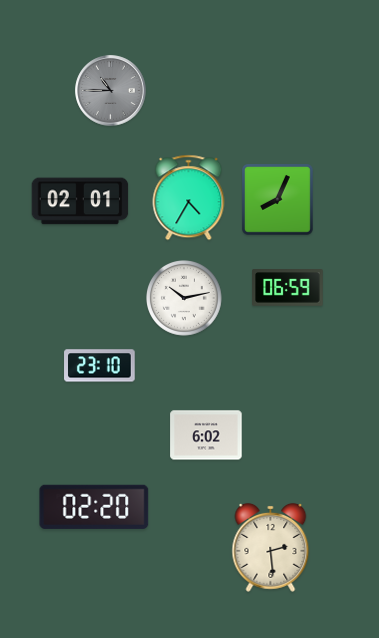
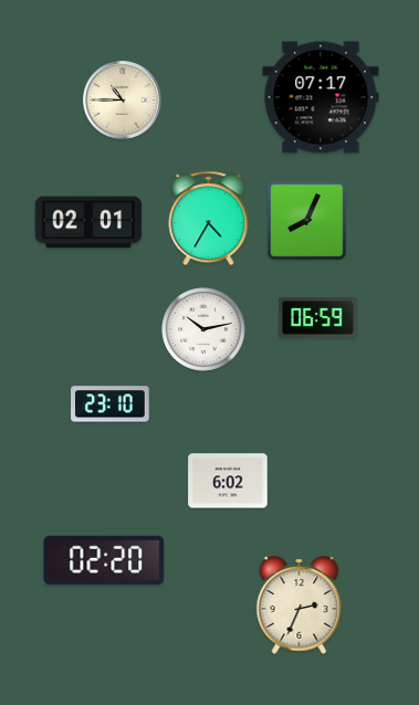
clock at (321, 97): none -> 07:17
clock at (111, 91) dial: grey -> cream
clock at (271, 547): 2:29 -> 2:34
